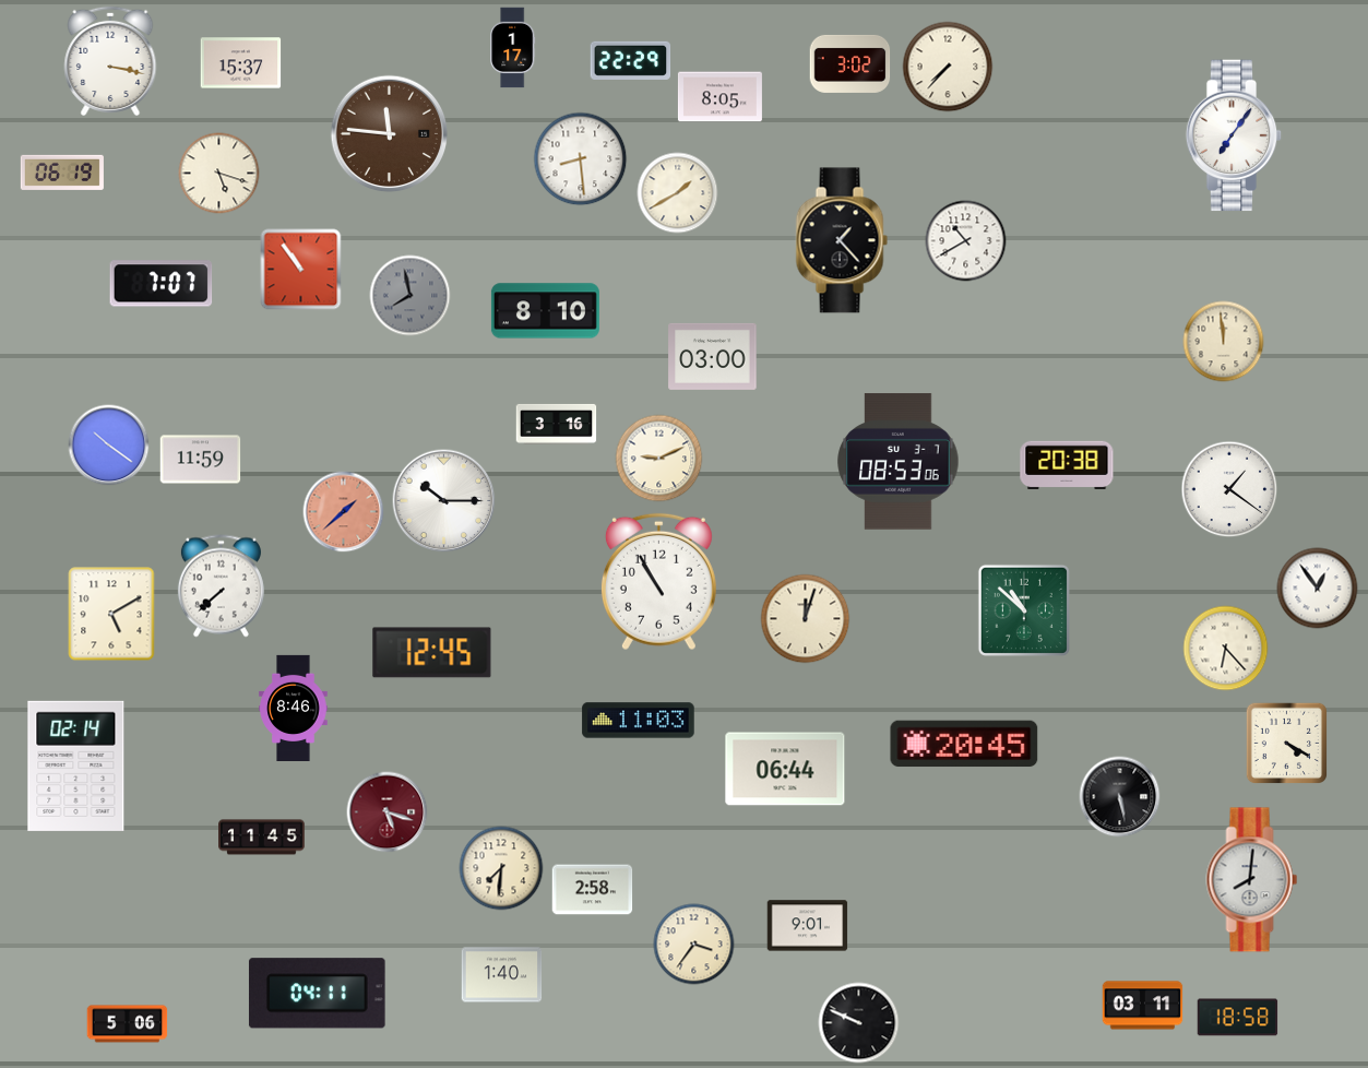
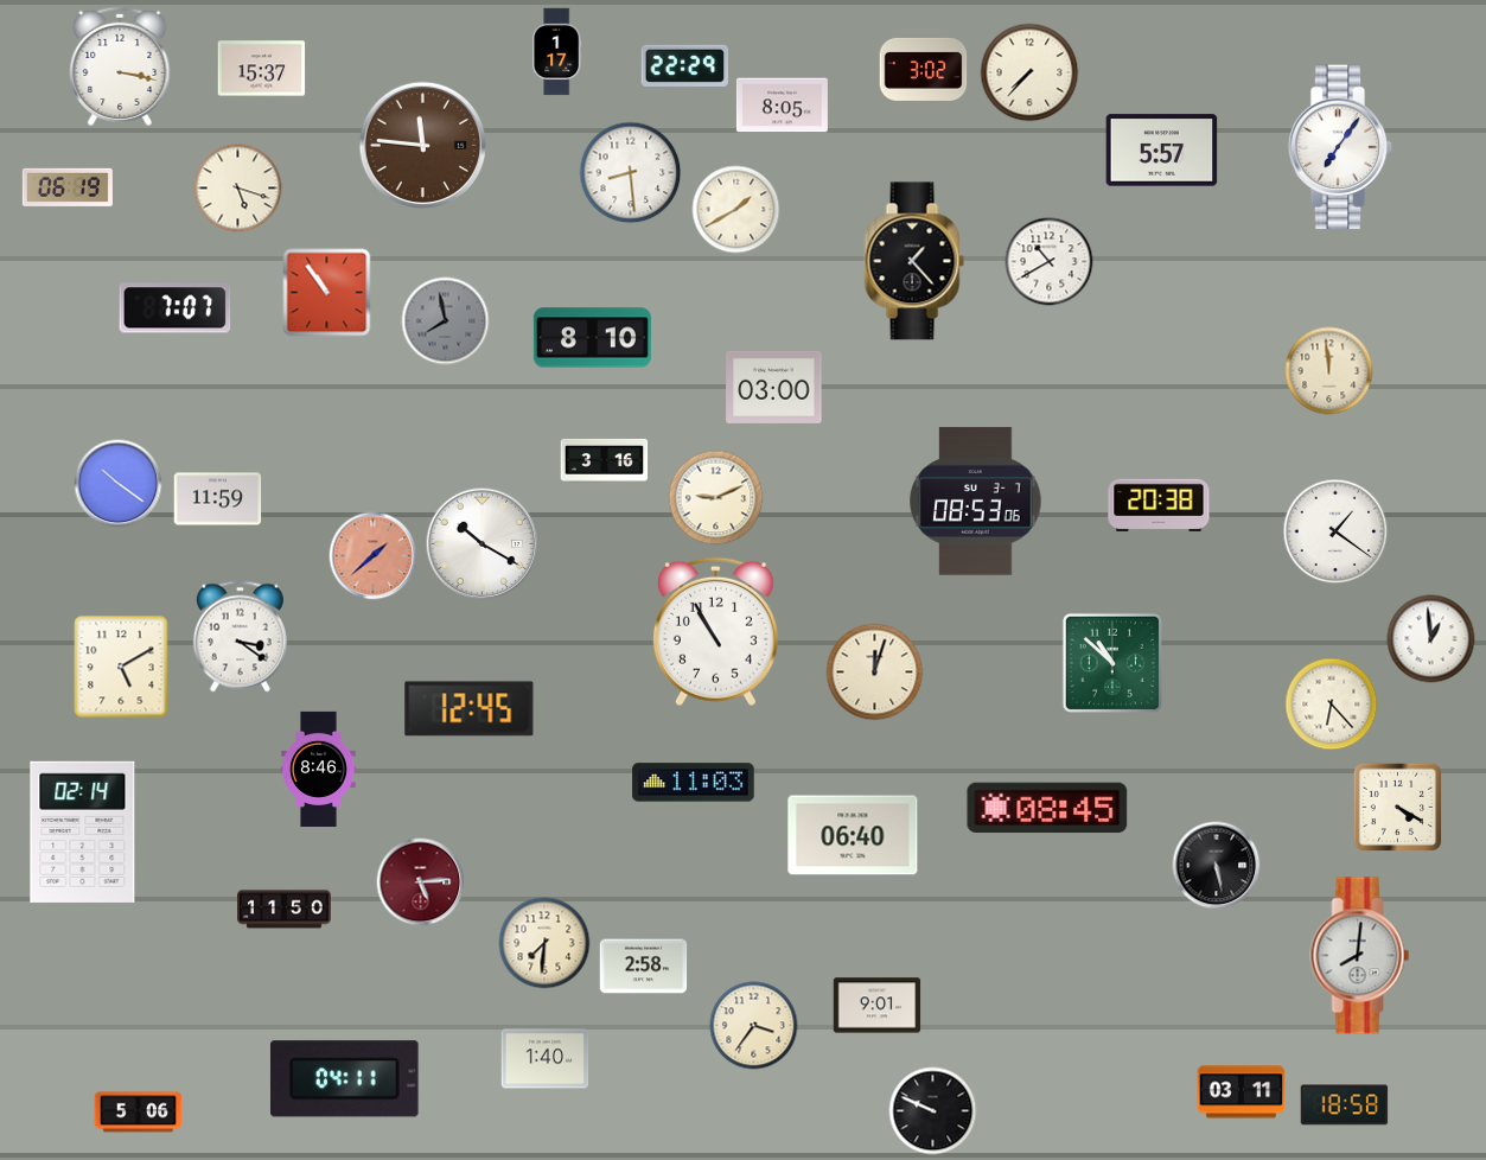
clock at (1162, 151): none -> 5:57
clock at (444, 501): 10:15 -> 10:20
clock at (221, 586): 7:38 -> 3:21
clock at (1318, 589): 12:54 -> 12:59
clock at (964, 744): 20:45 -> 08:45
clock at (785, 769): 06:44 -> 06:40
clock at (388, 812): 5:18 -> 5:14
clock at (262, 838): 11:45 -> 11:50
